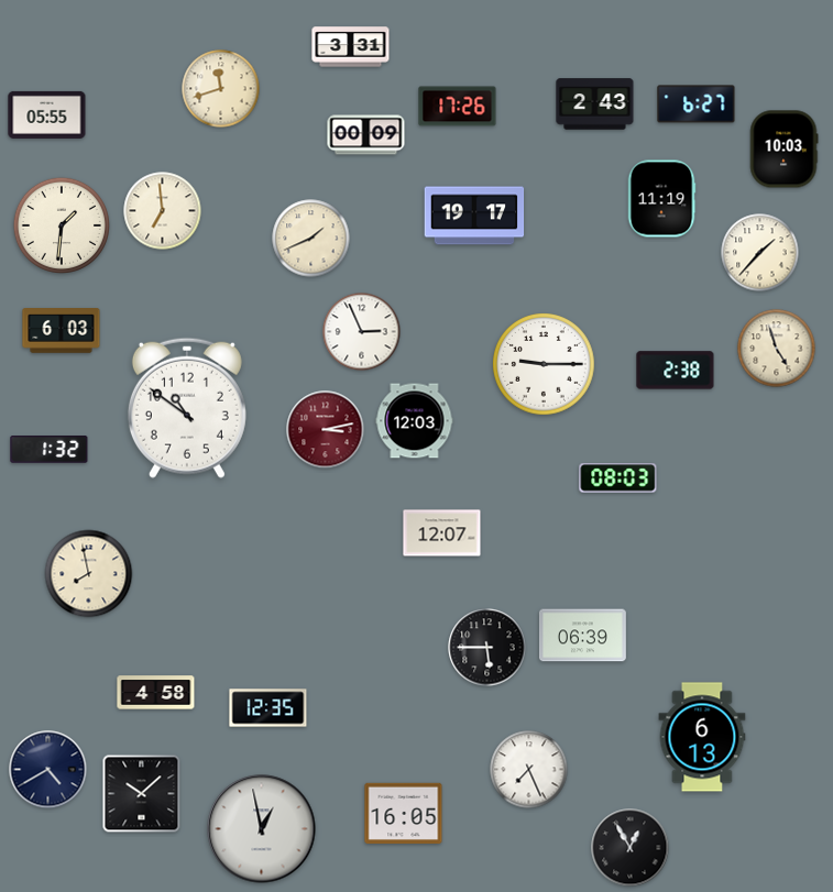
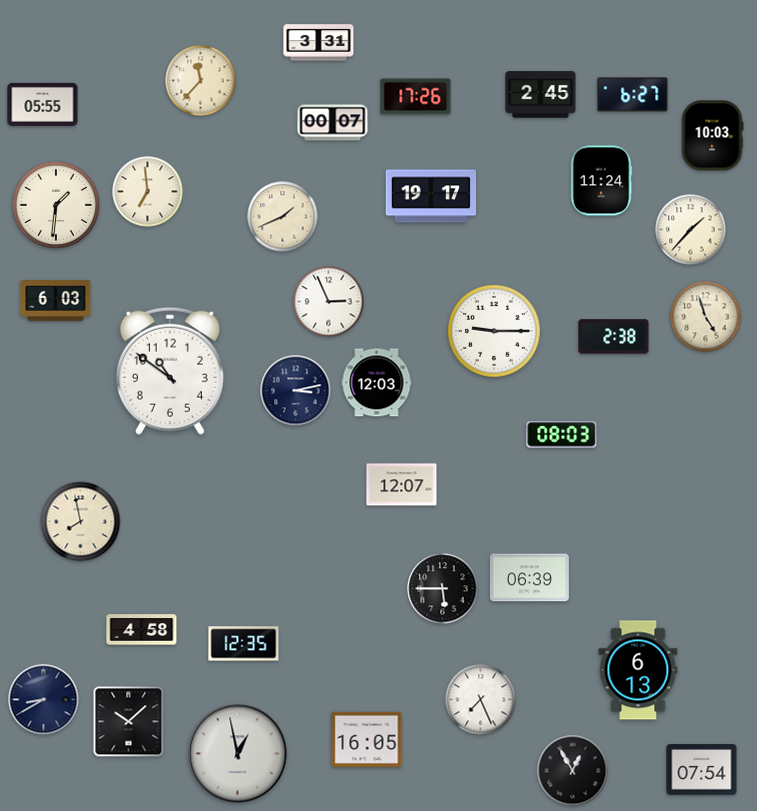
clock at (221, 89): 11:42 -> 11:37
clock at (595, 104): 2:43 -> 2:45
clock at (366, 135): 00:09 -> 00:07
clock at (661, 199): 11:19 -> 11:24
clock at (326, 430) dial: burgundy -> navy
clock at (50, 450): 1:32 -> none
clock at (48, 770): 4:40 -> 8:40
clock at (702, 770): none -> 07:54
